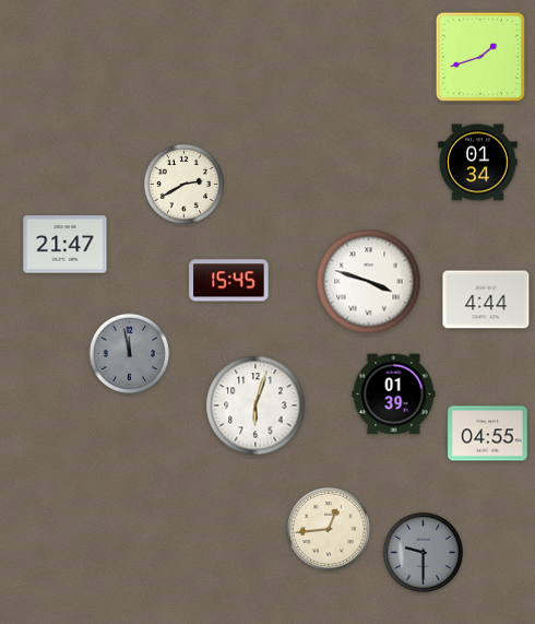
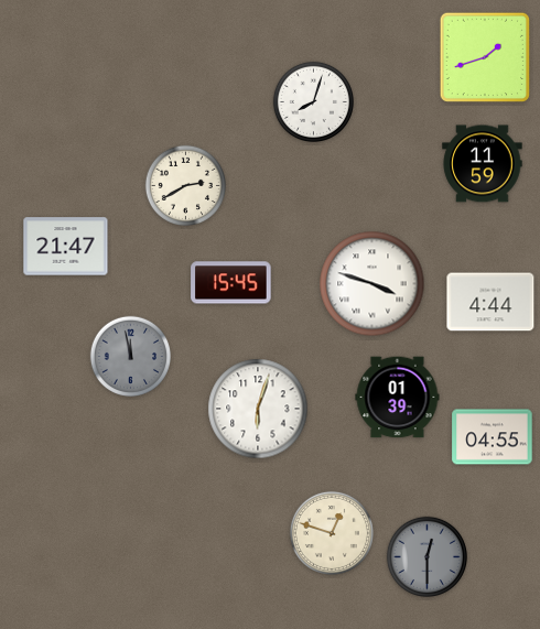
clock at (313, 101): none -> 8:03
clock at (478, 163): 01:34 -> 11:59
clock at (329, 529): 12:44 -> 12:48
clock at (423, 552): 9:30 -> 12:30
